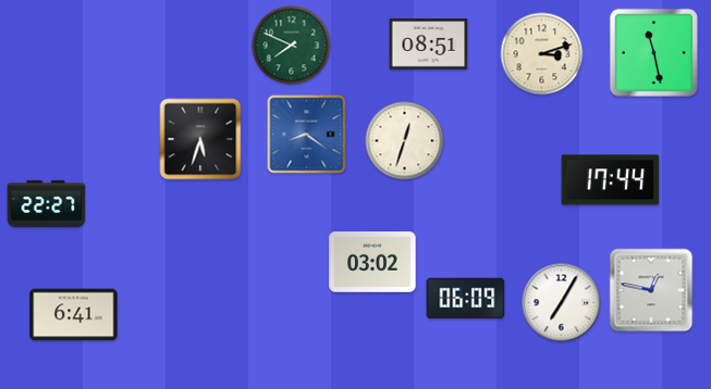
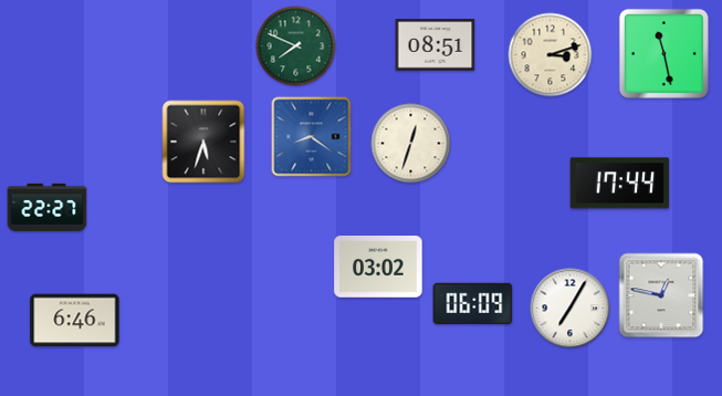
clock at (74, 315): 6:41 -> 6:46
